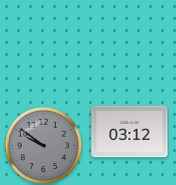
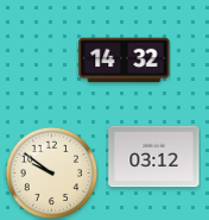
clock at (125, 61): none -> 14:32
clock at (43, 145) dial: grey -> cream
